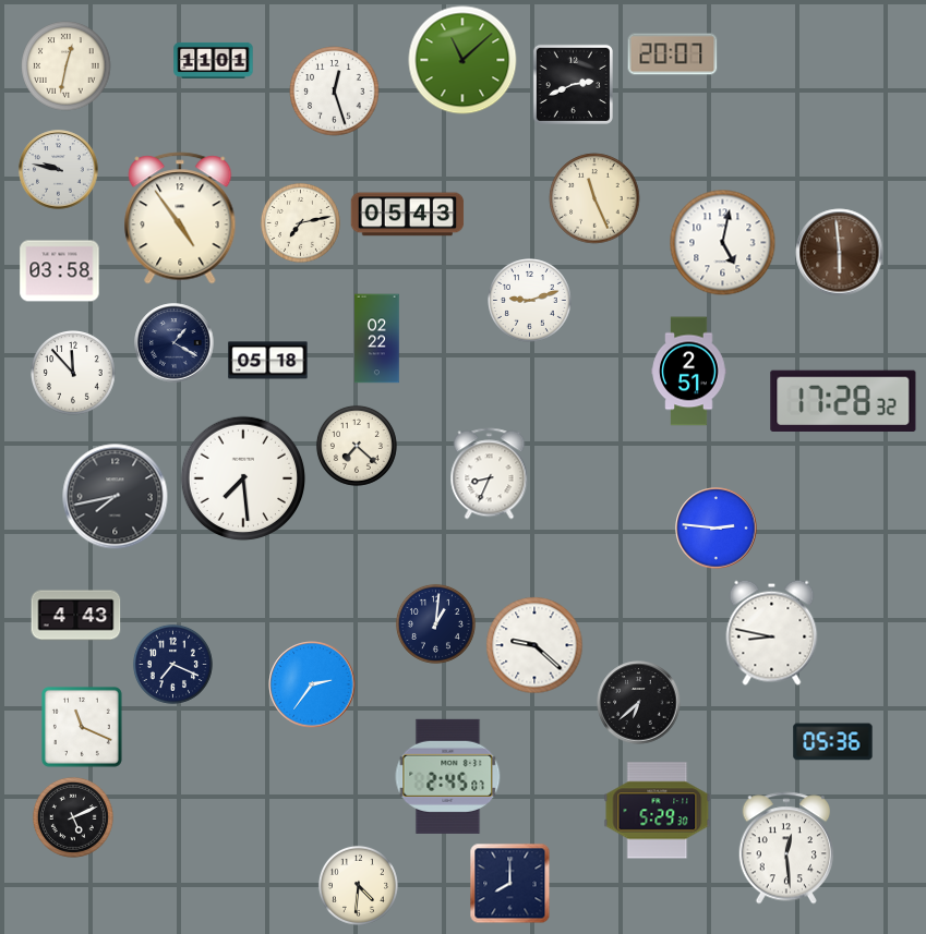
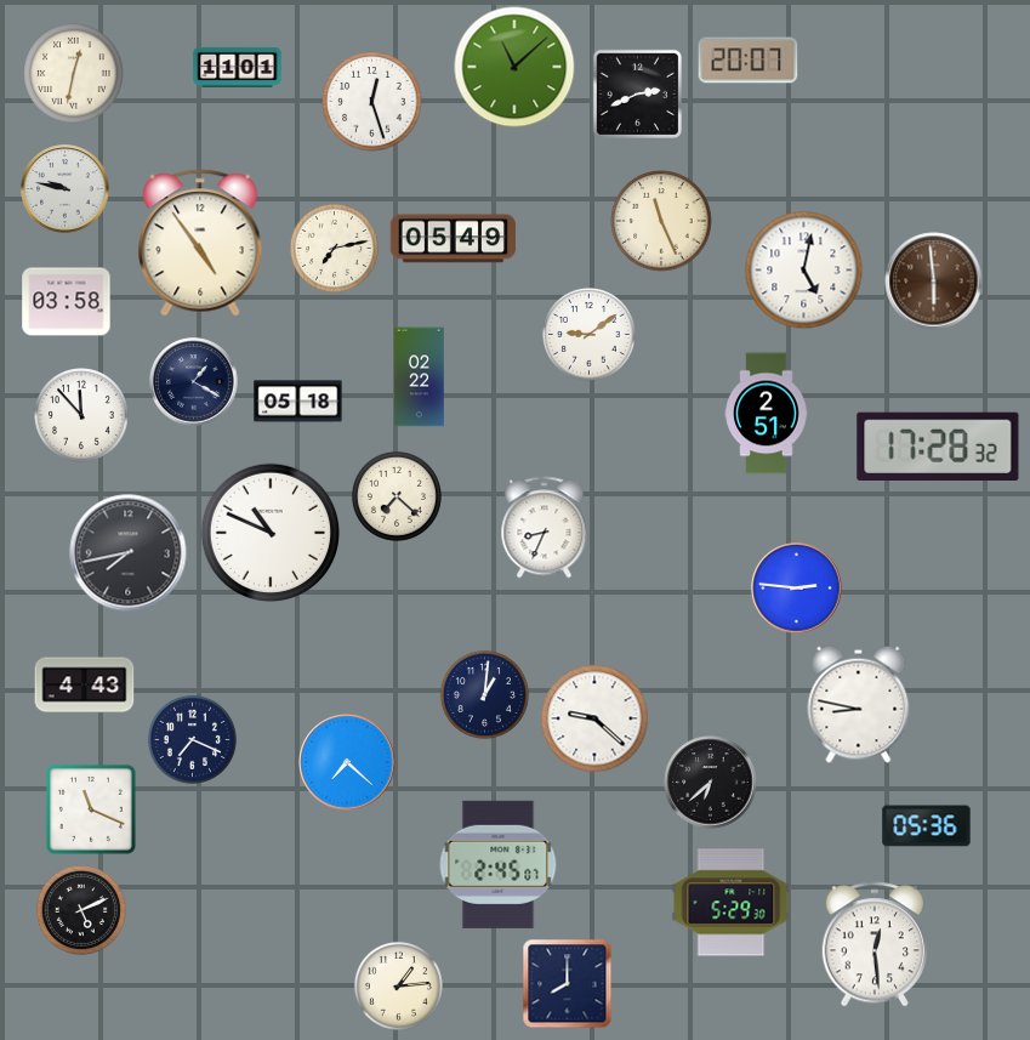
clock at (408, 215): 05:43 -> 05:49
clock at (530, 301): 9:12 -> 9:09
clock at (243, 478): 7:29 -> 10:49
clock at (312, 684): 2:36 -> 7:22
clock at (358, 885): 4:31 -> 1:14
